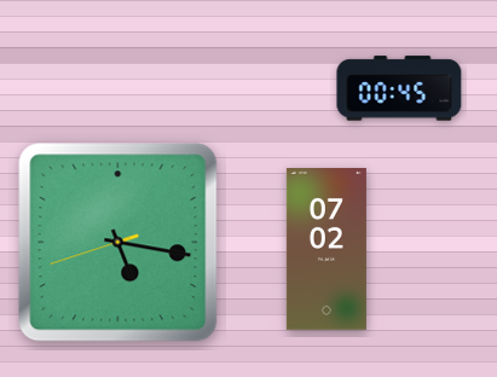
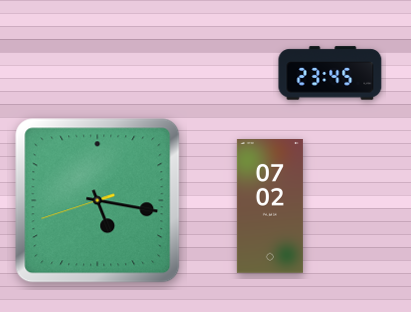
clock at (399, 88): 00:45 -> 23:45
